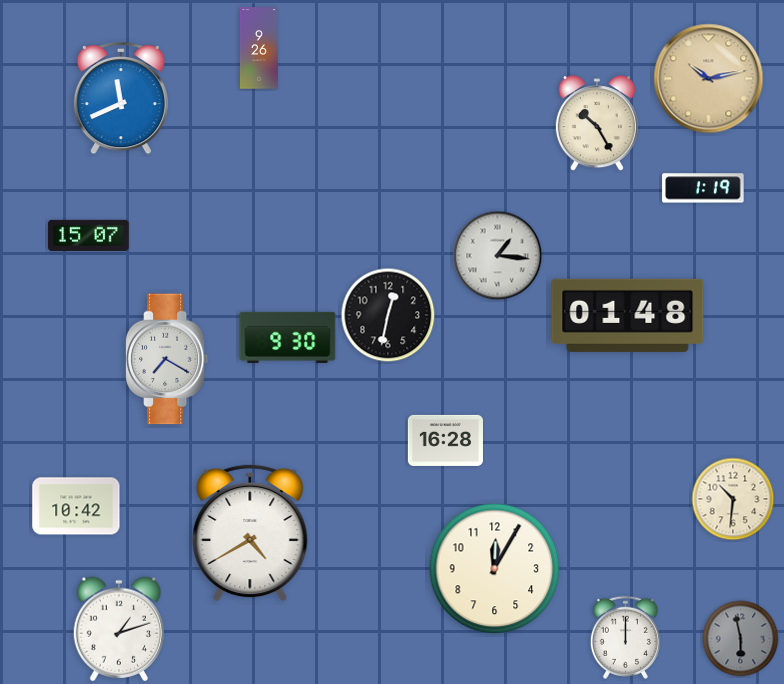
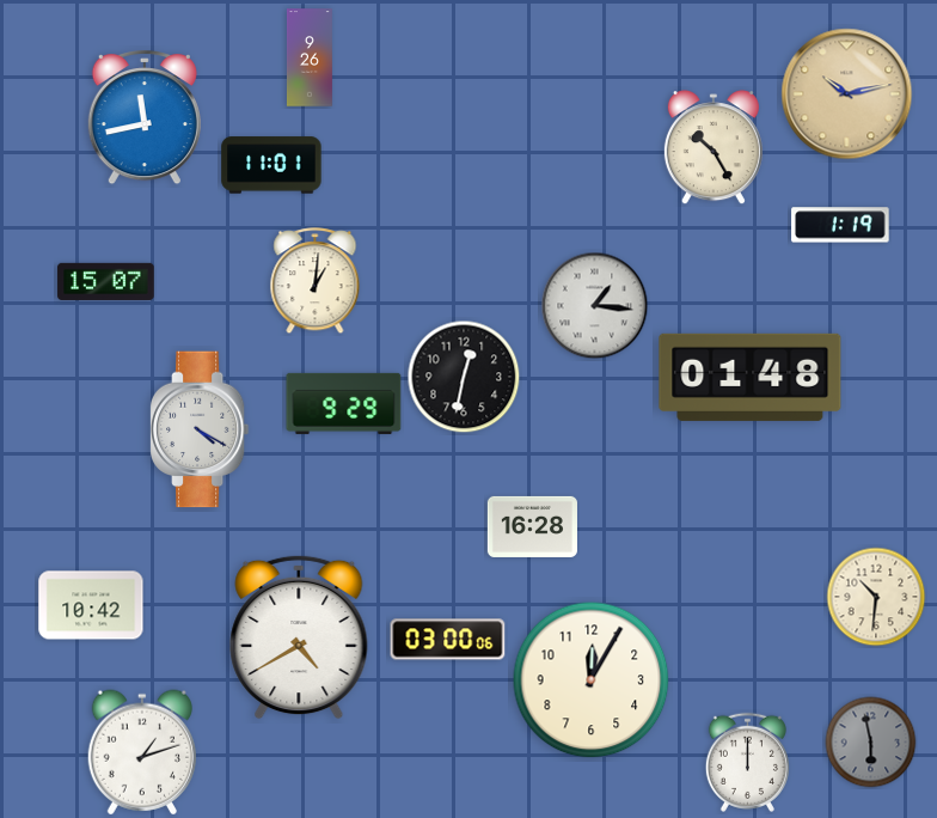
clock at (121, 99): 11:41 -> 11:43
clock at (271, 165): none -> 11:01
clock at (316, 281): none -> 1:01
clock at (288, 337): 9:30 -> 9:29
clock at (167, 359): 7:20 -> 4:20
clock at (448, 640): none -> 03:00
clock at (741, 639) position: (741, 639) -> (871, 743)
